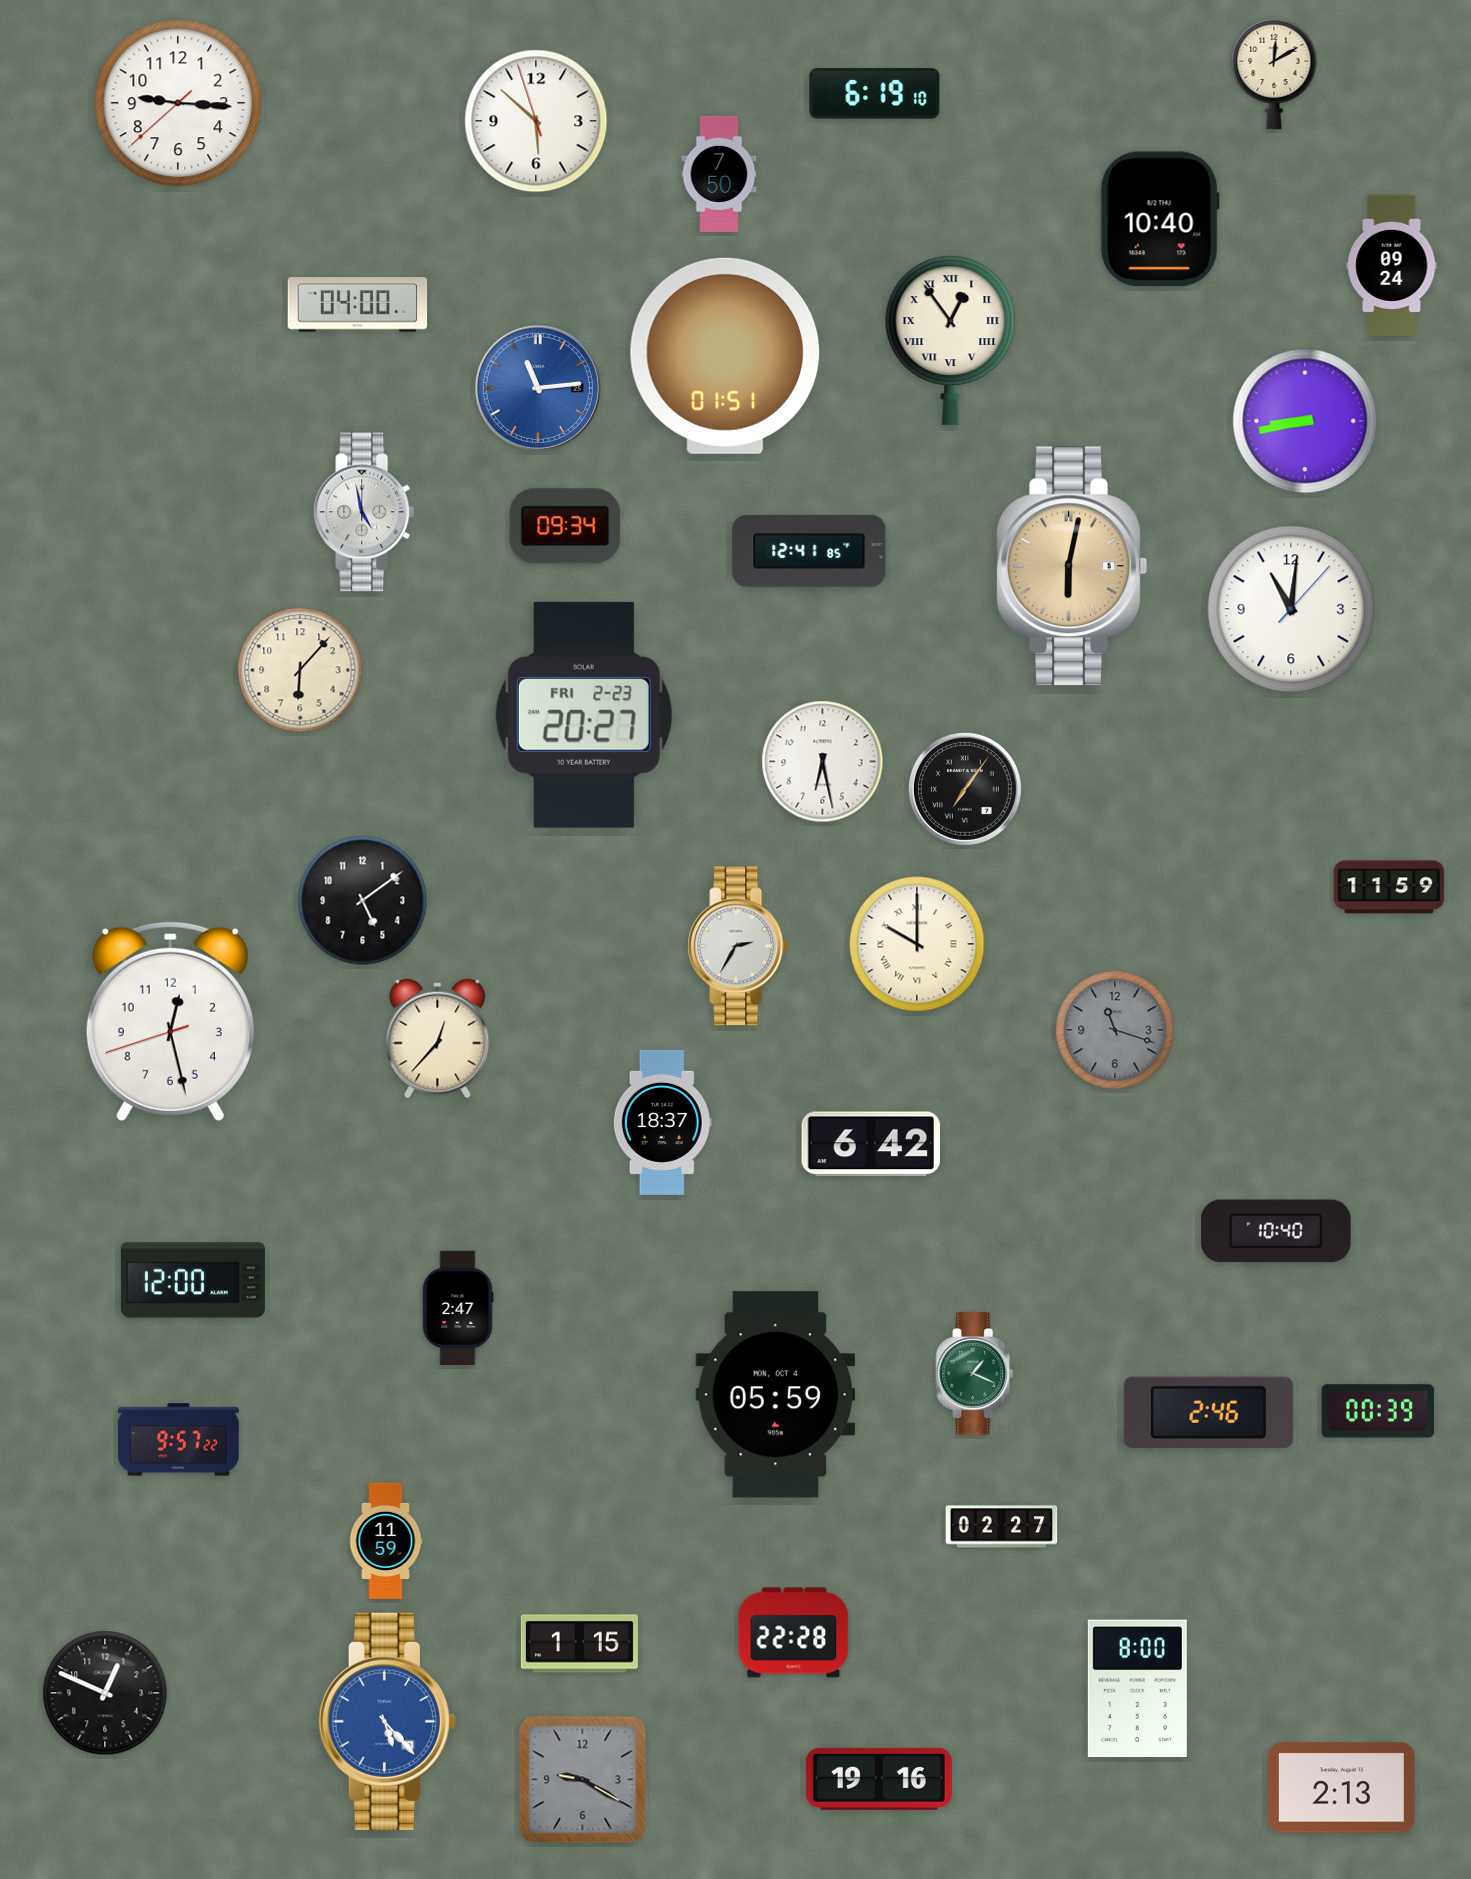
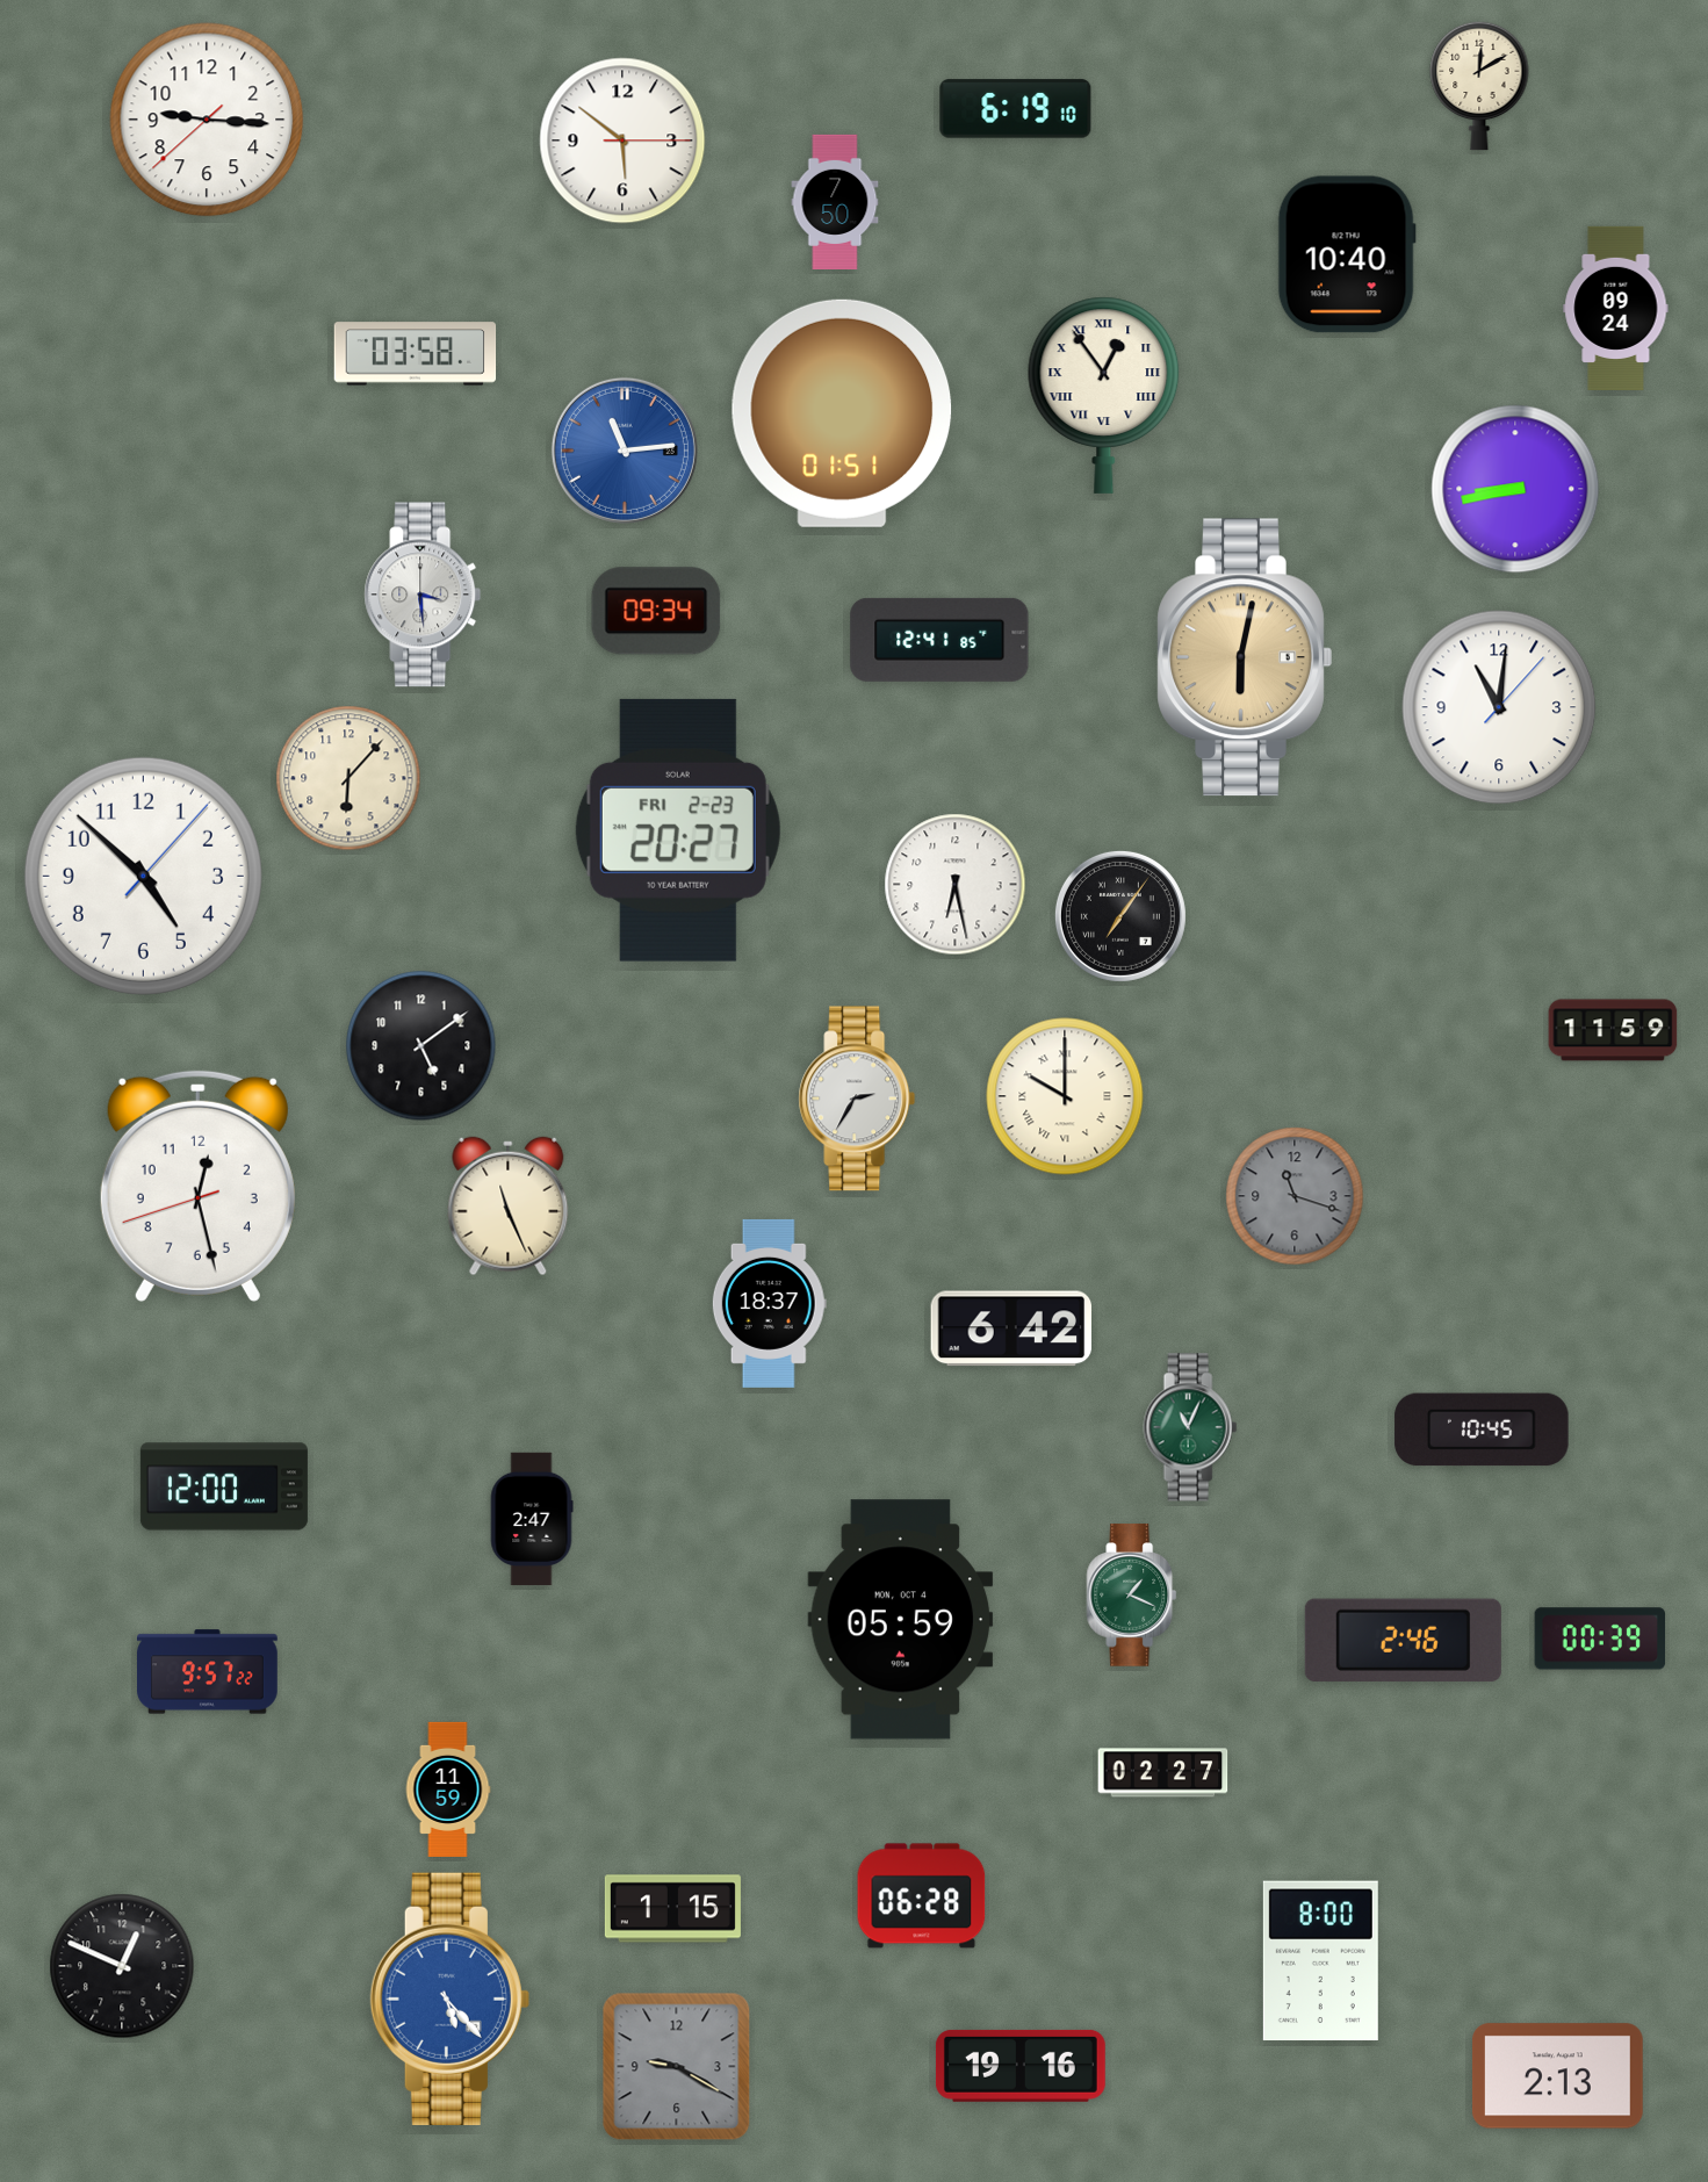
clock at (536, 121): 5:51:57 -> 5:51:15
clock at (358, 305): 04:00 -> 03:58
clock at (364, 512): 4:58 -> 3:29
clock at (143, 876): none -> 4:52
clock at (438, 1039): 12:37 -> 11:26
clock at (1190, 1427): none -> 11:04
clock at (1276, 1231): 10:40 -> 10:45
clock at (794, 1633): 22:28 -> 06:28
